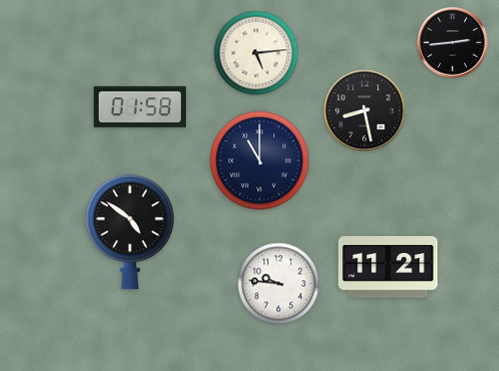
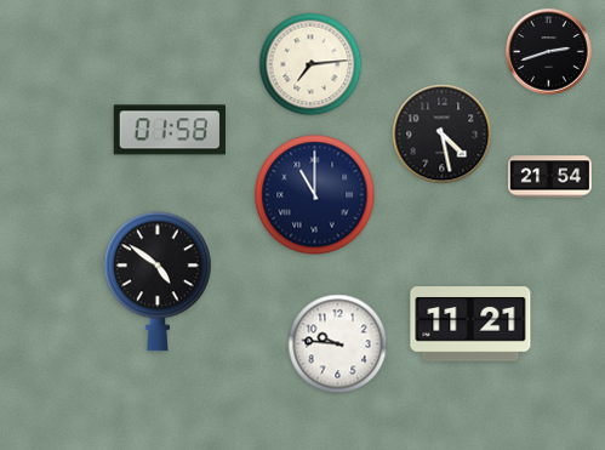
clock at (453, 43): 2:44 -> 2:42
clock at (256, 53): 5:14 -> 7:14
clock at (365, 111): 8:28 -> 4:28
clock at (549, 177): none -> 21:54
